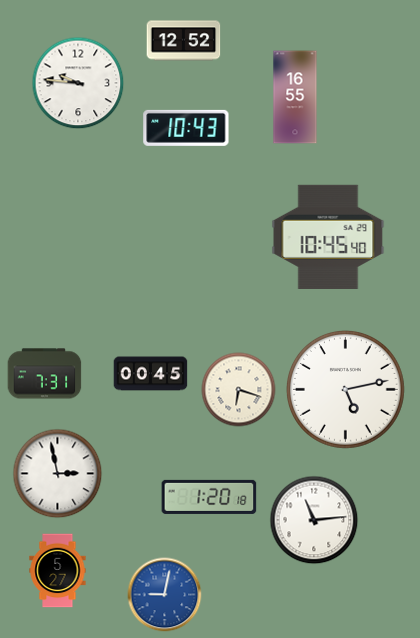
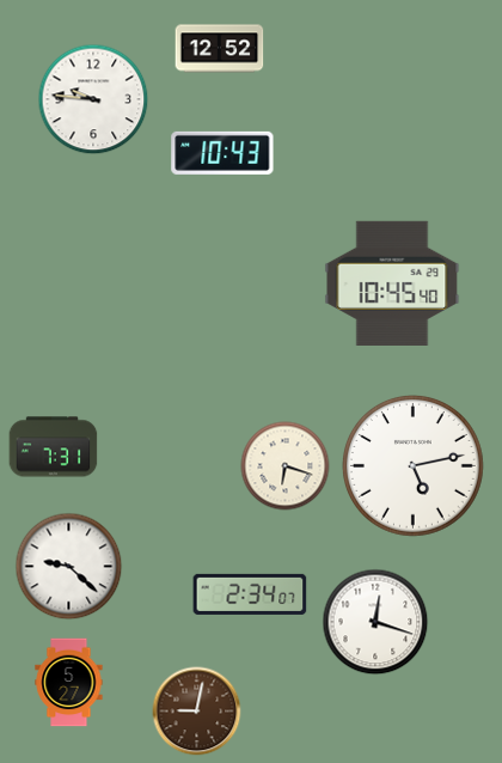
clock at (295, 97): 16:55 -> none
clock at (151, 374): 00:45 -> none
clock at (58, 474): 2:58 -> 9:22
clock at (209, 497): 1:20 -> 2:34
clock at (314, 520): 11:14 -> 12:18
clock at (165, 595) dial: blue -> brown
